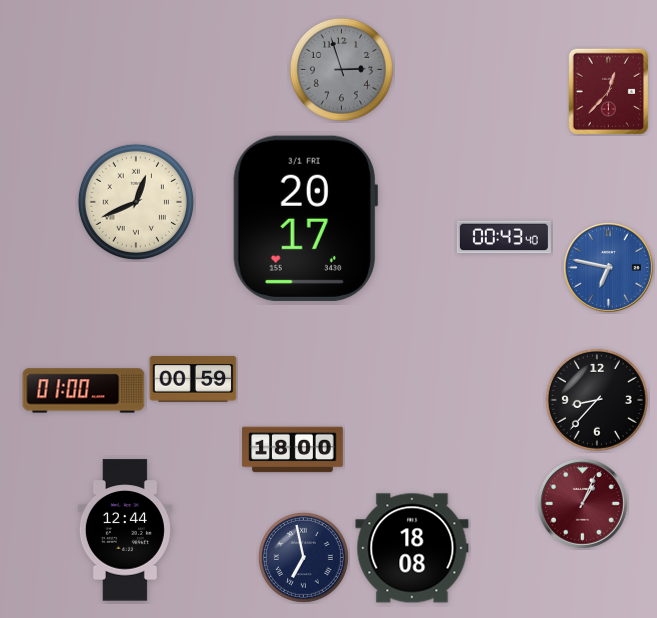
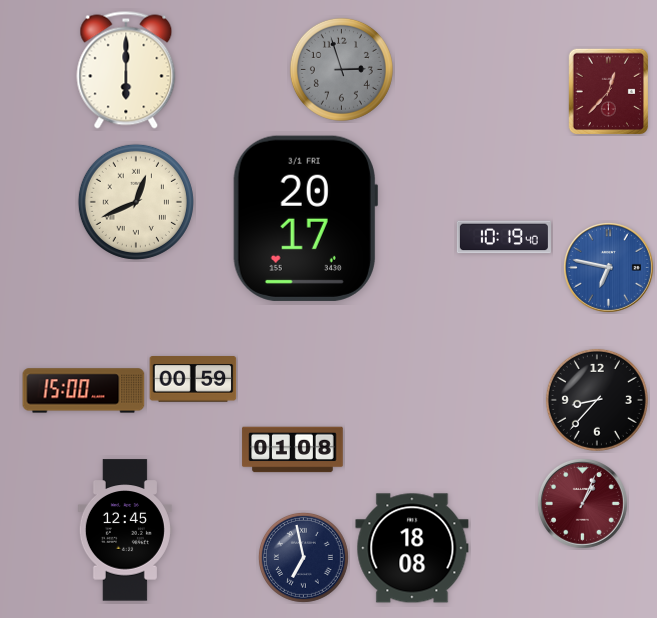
clock at (126, 70): none -> 6:00
clock at (504, 237): 00:43 -> 10:19
clock at (84, 391): 01:00 -> 15:00
clock at (293, 450): 18:00 -> 01:08
clock at (125, 530): 12:44 -> 12:45
